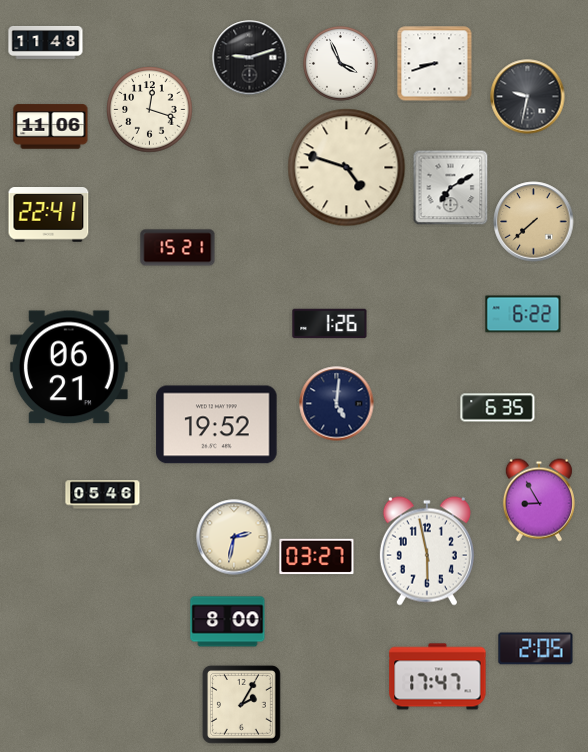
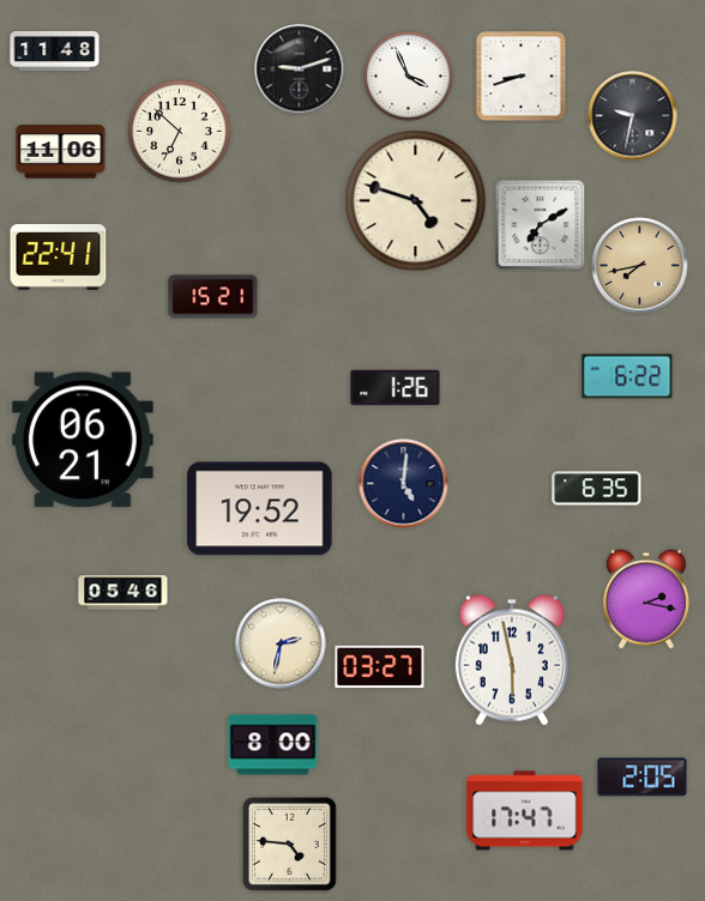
clock at (150, 110): 12:18 -> 6:52
clock at (534, 222): 7:38 -> 7:43
clock at (539, 500): 8:55 -> 2:17
clock at (241, 704): 2:05 -> 4:46
